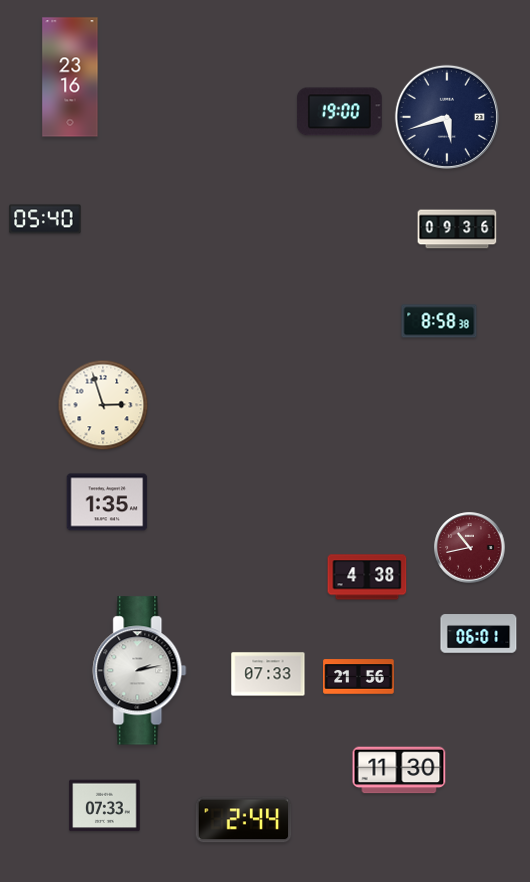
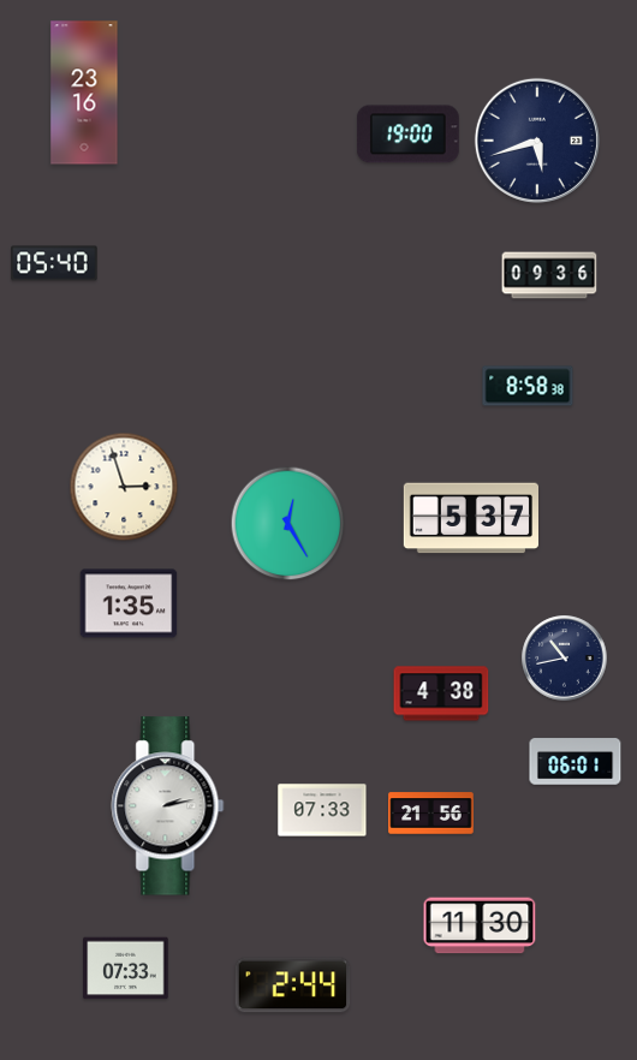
clock at (470, 518): none -> 5:37
clock at (288, 524): none -> 12:25
clock at (470, 548) dial: burgundy -> navy
